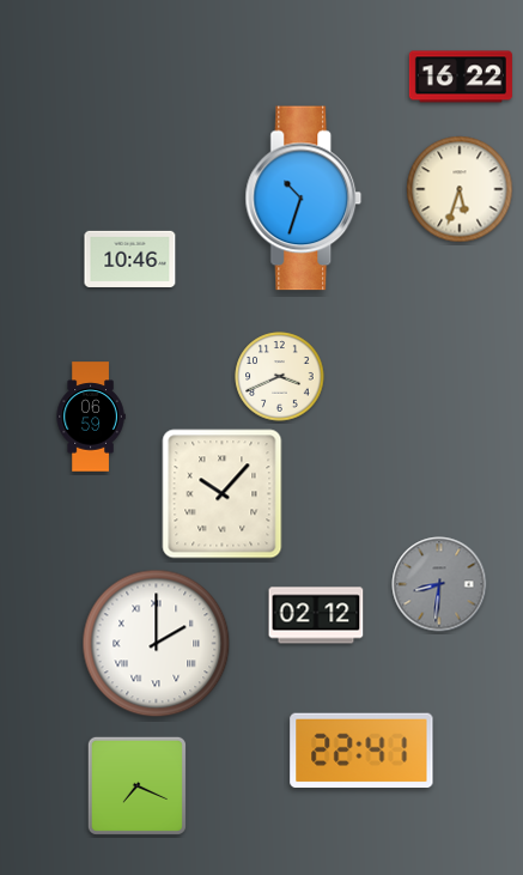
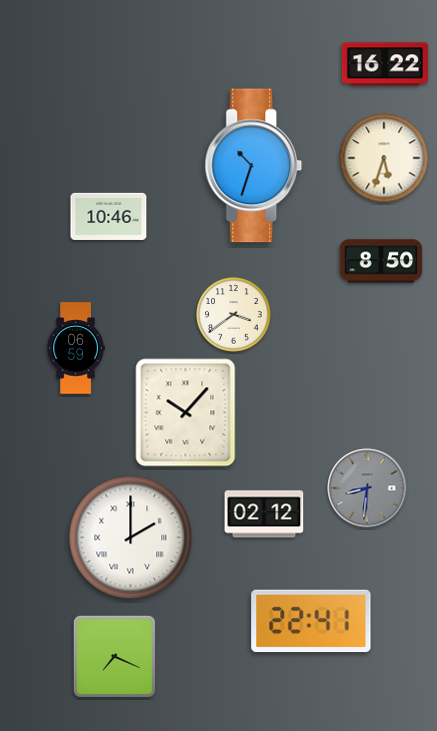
clock at (381, 261): none -> 8:50
clock at (280, 377): 3:41 -> 3:39
clock at (361, 751) position: (361, 751) -> (311, 621)
